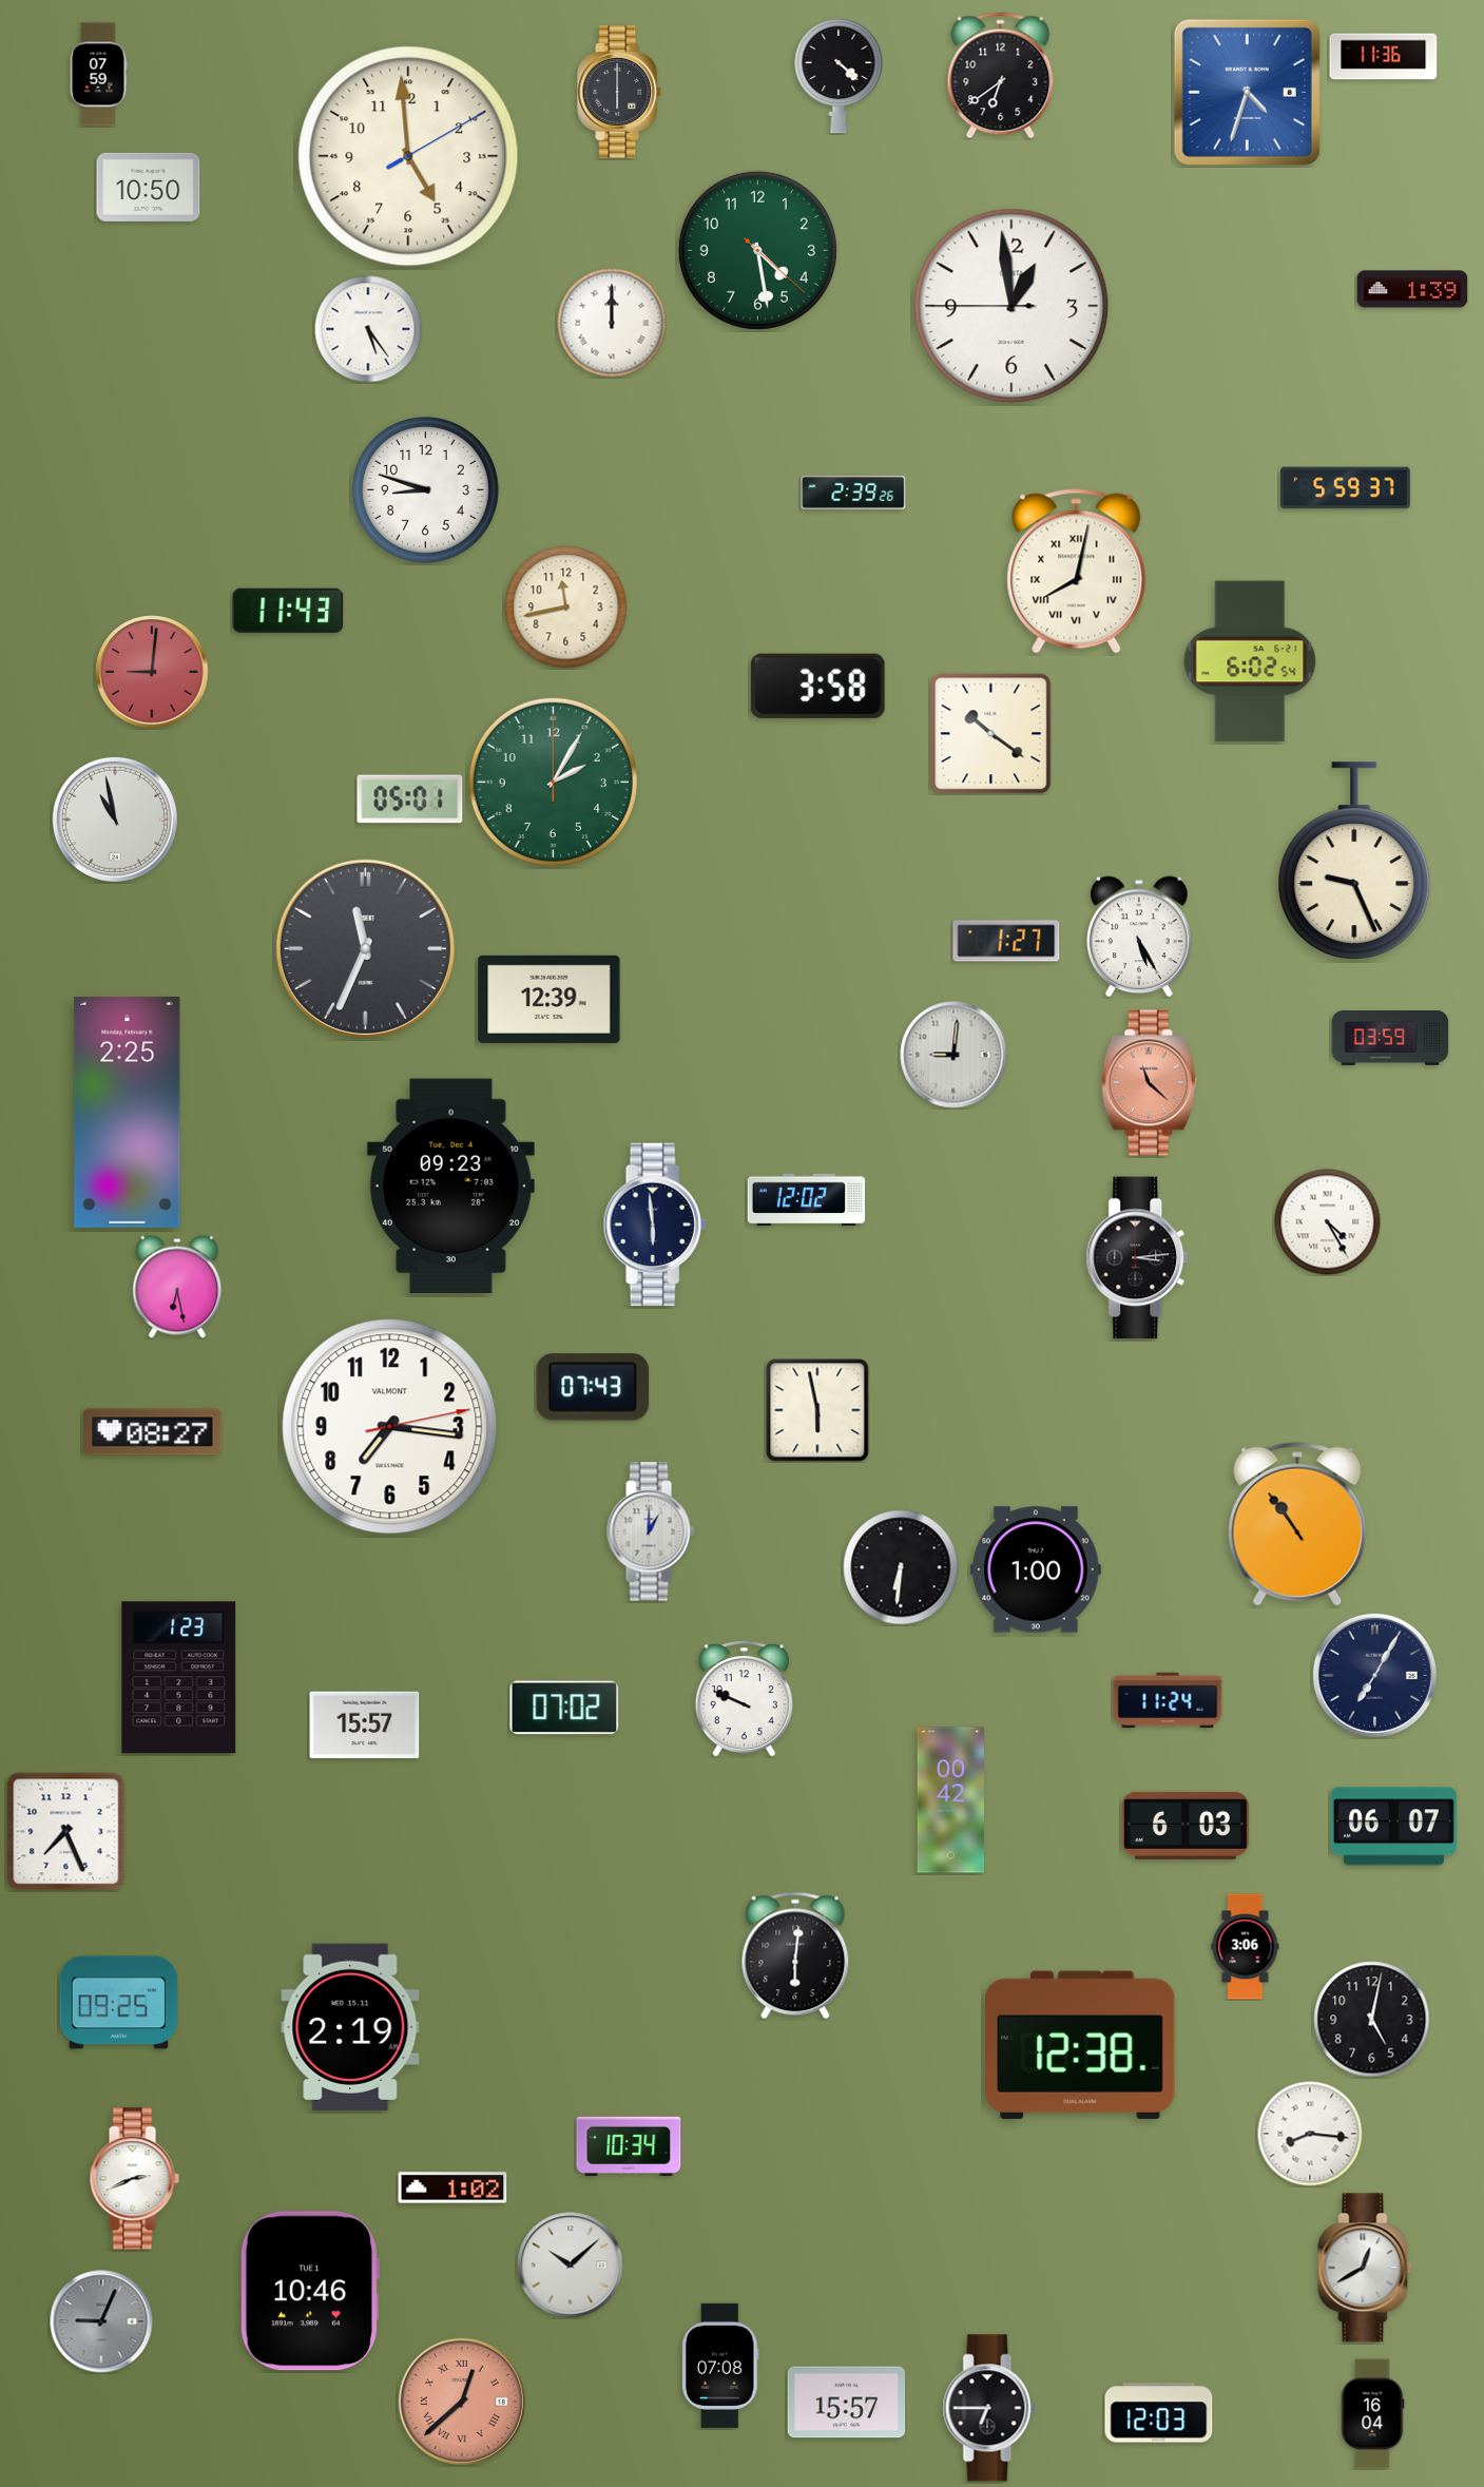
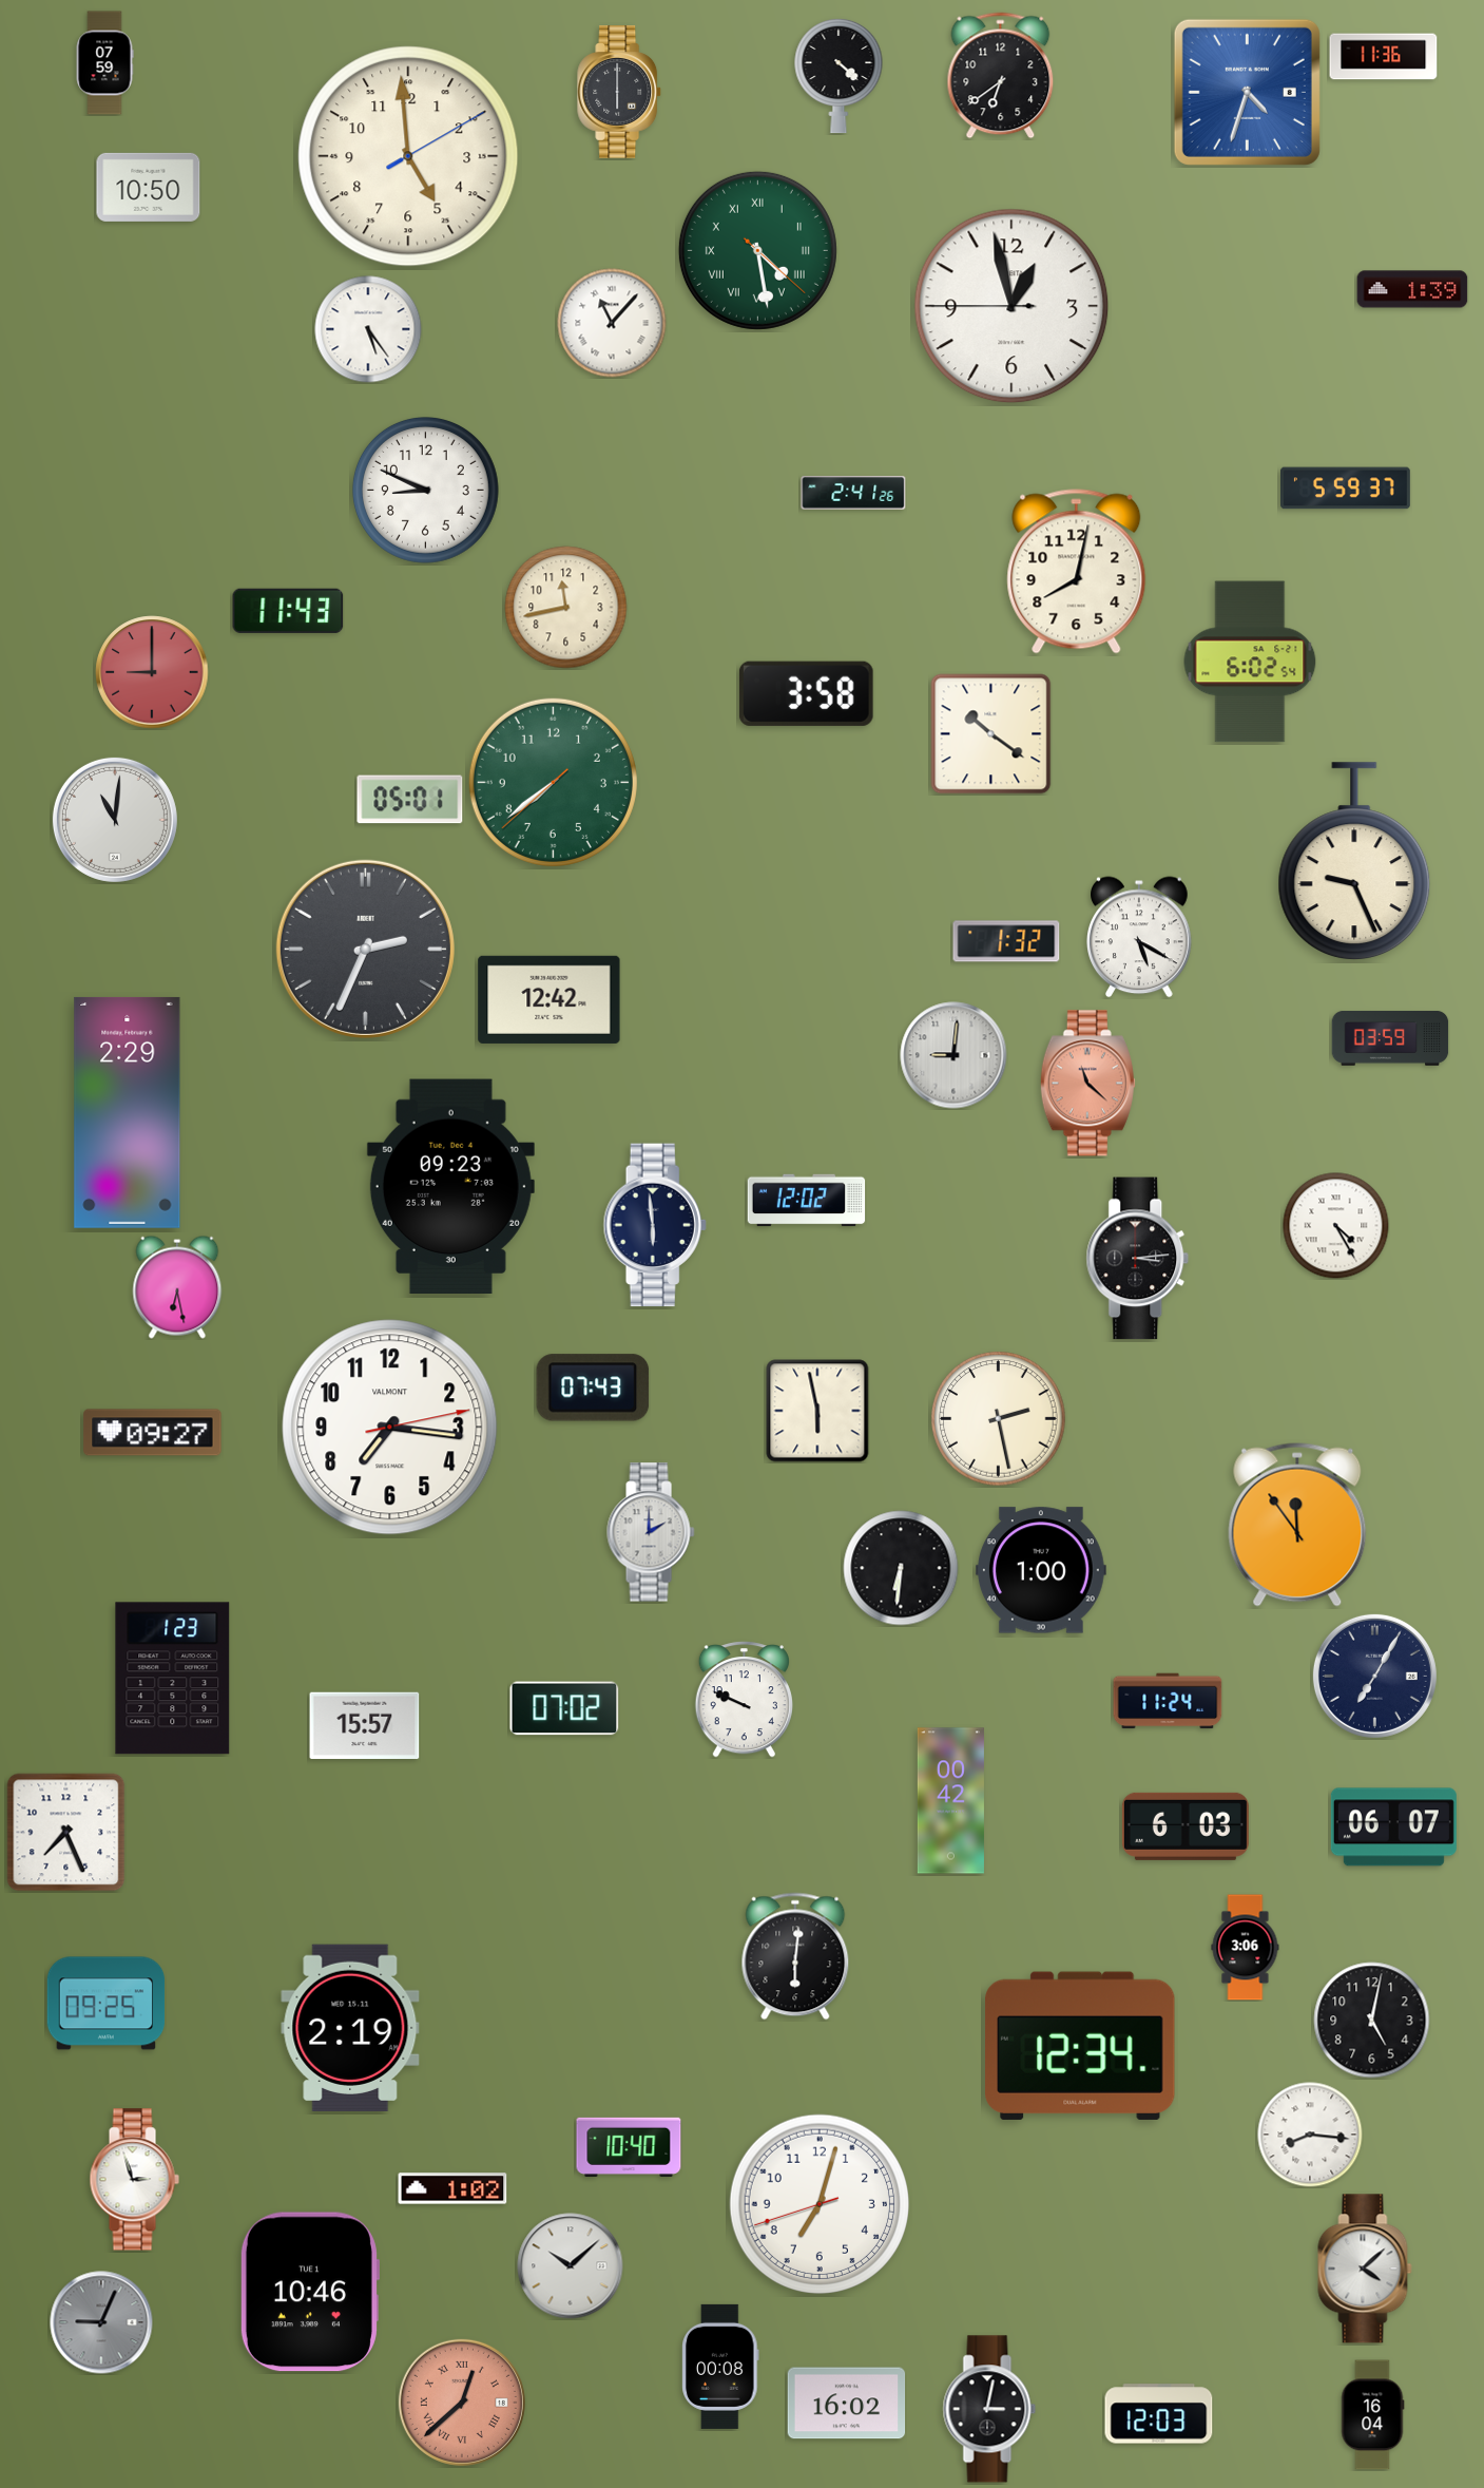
clock at (98, 75) position: (98, 75) -> (104, 63)
clock at (757, 250) numerals: Arabic -> Roman
clock at (1011, 306): 12:58 -> 12:57
clock at (612, 323): 12:00 -> 11:07
clock at (425, 489): 8:48 -> 8:49
clock at (853, 493): 2:39 -> 2:41
clock at (1077, 572) numerals: Roman -> Arabic
clock at (152, 672): 9:01 -> 9:00
clock at (817, 686) position: (817, 686) -> (806, 693)
clock at (553, 782): 2:05 -> 7:38
clock at (115, 820): 10:58 -> 11:01
clock at (1140, 937): 5:25 -> 5:20
clock at (1006, 941): 1:27 -> 1:32
clock at (365, 948): 11:34 -> 2:34
clock at (550, 999): 12:39 -> 12:42
clock at (1149, 1083) position: (1149, 1083) -> (1087, 1084)
clock at (128, 1112): 2:25 -> 2:29
clock at (1328, 1222) position: (1328, 1222) -> (1336, 1226)
clock at (999, 1419): none -> 2:28
clock at (153, 1432): 08:27 -> 09:27
clock at (1297, 1524): 10:54 -> 11:54
clock at (651, 1531): 1:00 -> 2:00
clock at (1036, 1569) position: (1036, 1569) -> (1041, 1570)
clock at (179, 1678) position: (179, 1678) -> (173, 1679)
clock at (119, 2003) position: (119, 2003) -> (107, 2004)
clock at (1080, 2045): 12:38 -> 12:34
clock at (629, 2146): 10:34 -> 10:40
clock at (134, 2179): 2:41 -> 2:57
clock at (820, 2204): none -> 7:02
clock at (1365, 2268): 12:40 -> 4:08
clock at (720, 2366): 07:08 -> 00:08
clock at (847, 2403): 15:57 -> 16:02
clock at (989, 2408): 6:45 -> 3:02
